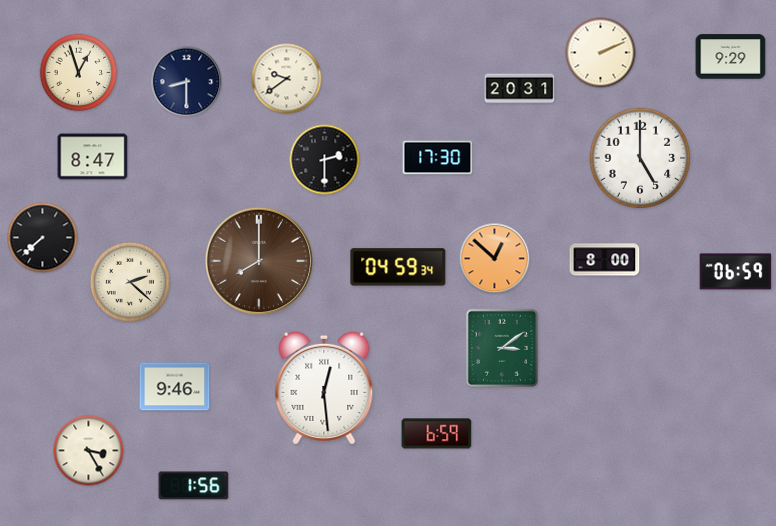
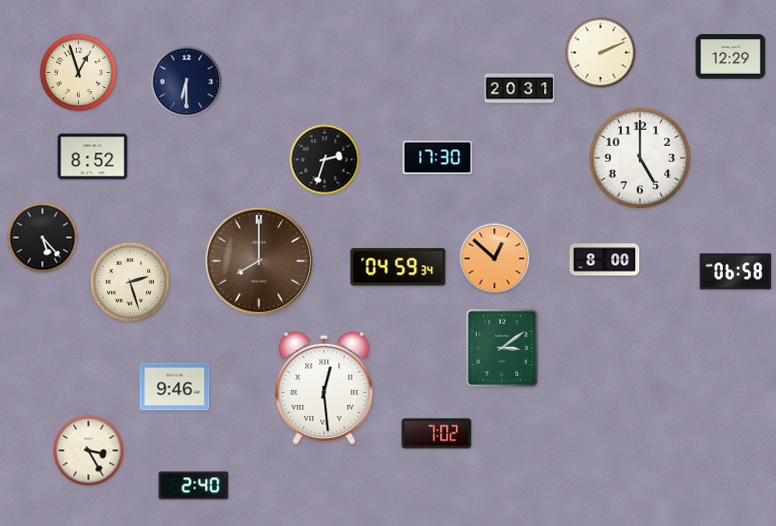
clock at (731, 57): 9:29 -> 12:29
clock at (287, 79): 9:39 -> none
clock at (187, 82): 8:30 -> 6:30
clock at (93, 157): 8:47 -> 8:52
clock at (325, 160): 2:30 -> 2:33
clock at (43, 238): 7:38 -> 5:23
clock at (736, 272): 06:59 -> 06:58
clock at (129, 281): 2:22 -> 2:27
clock at (437, 434): 6:59 -> 7:02
clock at (194, 486): 1:56 -> 2:40
